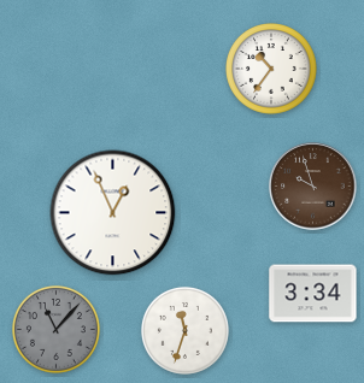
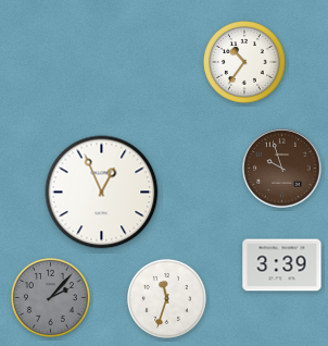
clock at (313, 294): 3:34 -> 3:39
clock at (55, 329): 11:07 -> 2:07
